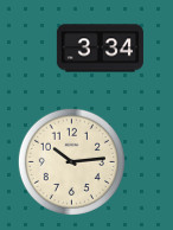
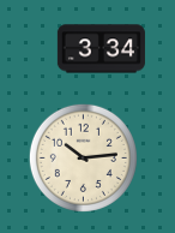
clock at (71, 161) position: (71, 161) -> (83, 157)
